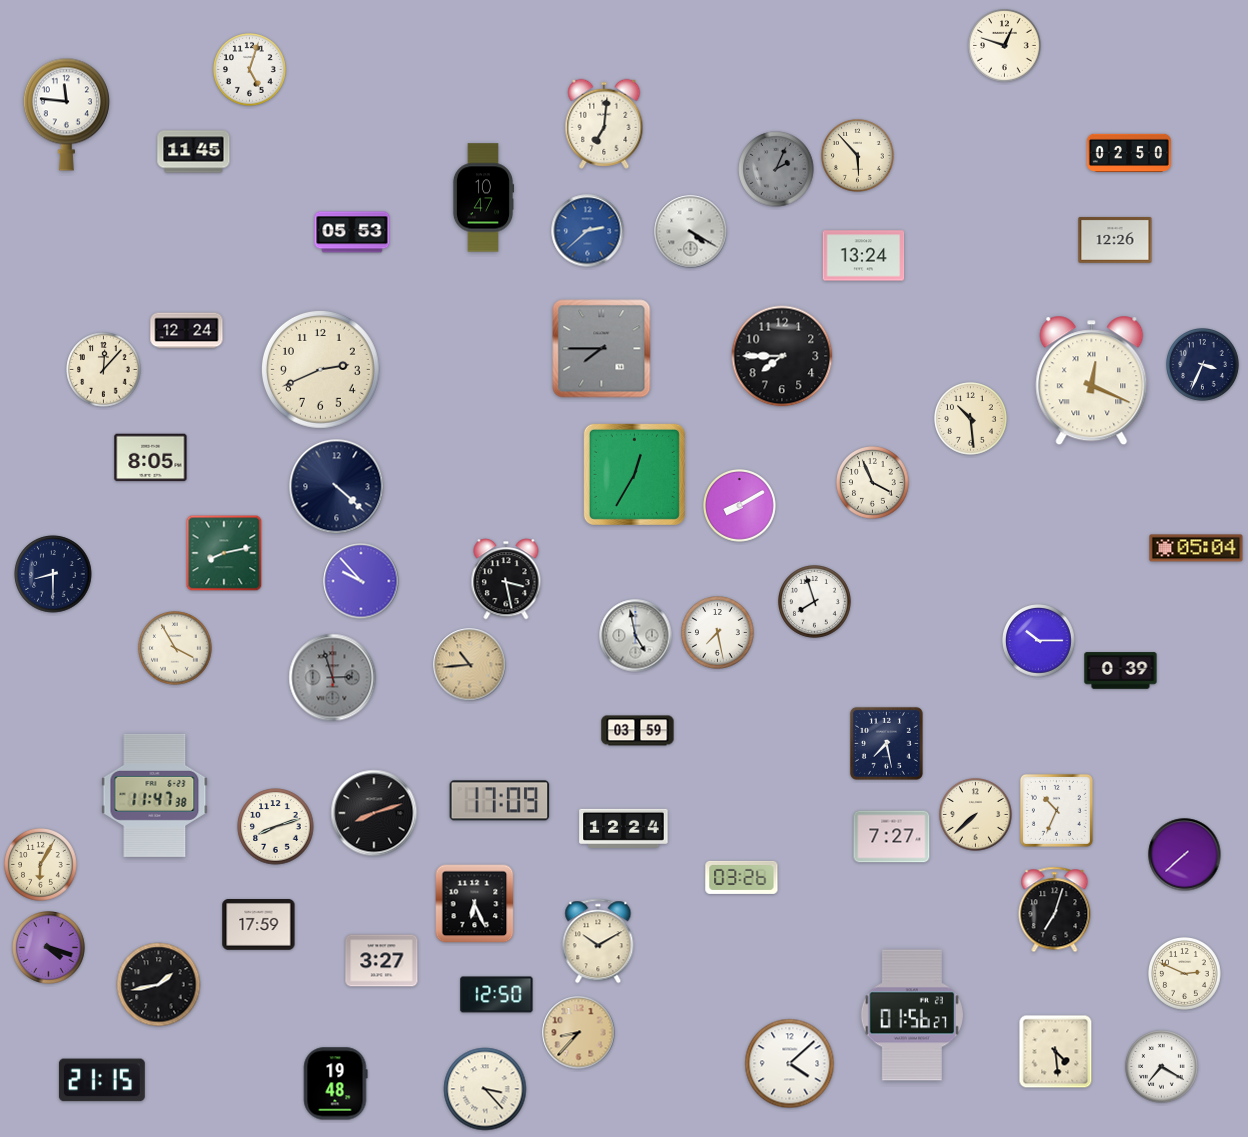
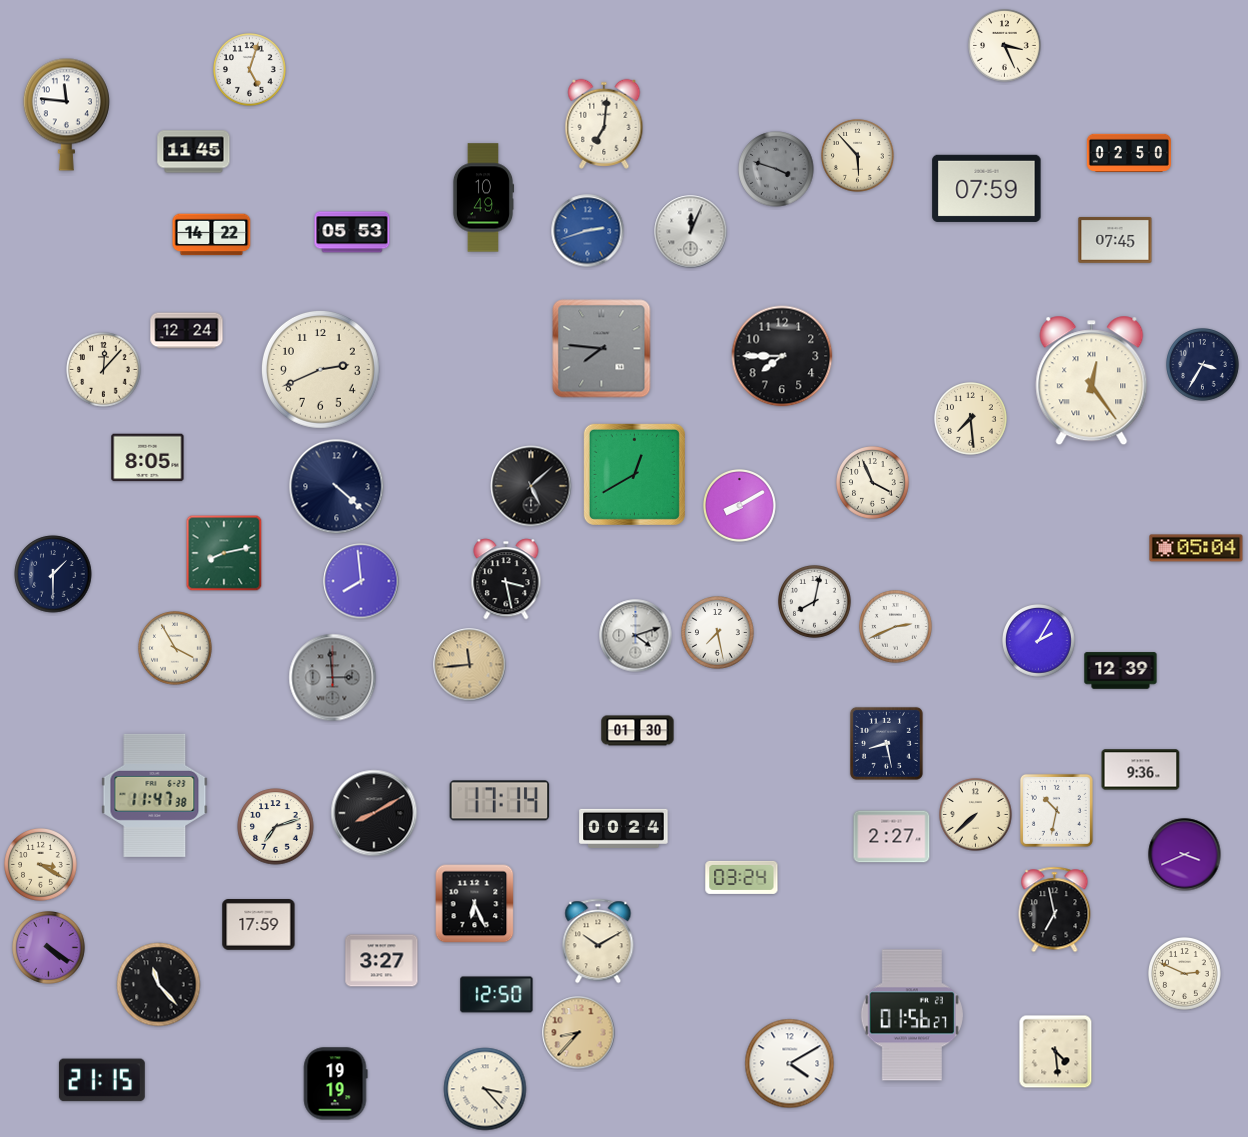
clock at (1005, 46): 12:48 -> 3:26
clock at (776, 169): 2:04 -> 3:48
clock at (987, 188): none -> 07:59
clock at (483, 198): 10:47 -> 10:49
clock at (588, 231): 2:38 -> 2:42
clock at (691, 232): 4:20 -> 12:04
clock at (212, 235): none -> 14:22
clock at (1115, 240): 12:26 -> 07:45
clock at (864, 256): 13:24 -> none
clock at (602, 349): 7:45 -> 7:46
clock at (1203, 365): 3:34 -> 3:35
clock at (1092, 381): 12:19 -> 12:24
clock at (971, 419): 10:29 -> 7:29
clock at (151, 458) position: (151, 458) -> (148, 458)
clock at (634, 474): 12:35 -> 12:40
clock at (531, 486): none -> 5:08
clock at (53, 574): 8:30 -> 1:30
clock at (361, 581): 9:53 -> 7:59
clock at (815, 602): 7:57 -> 8:02
clock at (896, 627): none -> 2:41
clock at (636, 636): 4:58 -> 4:12
clock at (1039, 641): 10:15 -> 2:05
clock at (470, 665): 10:44 -> 11:44
clock at (1121, 671): 0:39 -> 12:39
clock at (333, 678): 2:57 -> 2:59
clock at (638, 731): 03:59 -> 01:30
clock at (886, 743): 7:28 -> 8:28
clock at (1141, 770): none -> 9:36
clock at (500, 801): 17:09 -> 17:14
clock at (1056, 810): 10:34 -> 10:32
clock at (374, 813): 8:12 -> 8:10
clock at (276, 827): 8:12 -> 7:12
clock at (624, 828): 12:24 -> 00:24
clock at (892, 837): 7:27 -> 2:27
clock at (1185, 855): 7:38 -> 3:41
clock at (41, 865): 6:05 -> 3:20
clock at (742, 877): 03:26 -> 03:24
clock at (1055, 910): 7:03 -> 6:58
clock at (49, 948): 4:18 -> 4:21
clock at (159, 985): 1:43 -> 11:23
clock at (790, 1064): 4:08 -> 4:10
clock at (1162, 1067): 7:20 -> none
clock at (335, 1084): 19:48 -> 19:19
